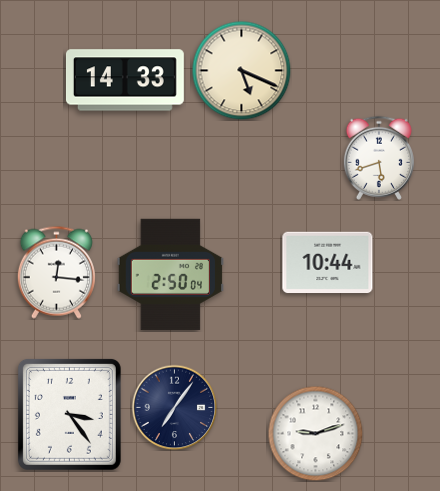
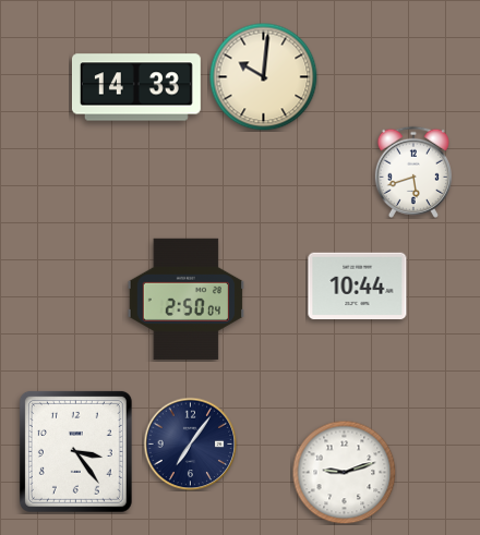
clock at (242, 71): 5:19 -> 10:01
clock at (56, 272): 12:16 -> none
